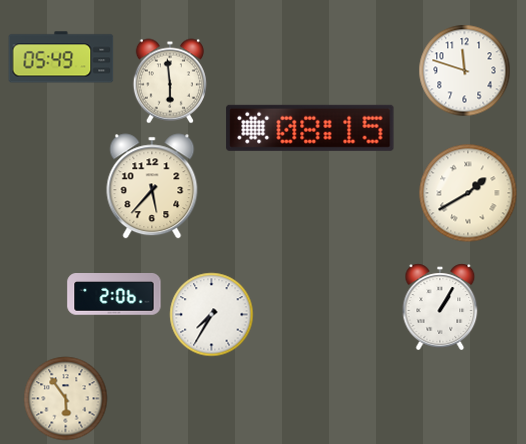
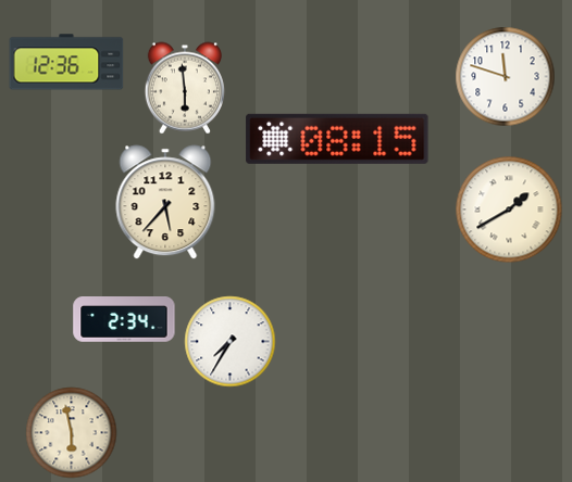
clock at (61, 57): 05:49 -> 12:36
clock at (114, 294): 2:06 -> 2:34
clock at (440, 307): 1:05 -> none
clock at (66, 399): 5:54 -> 5:58
